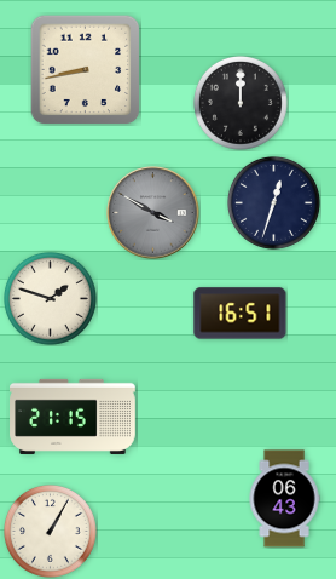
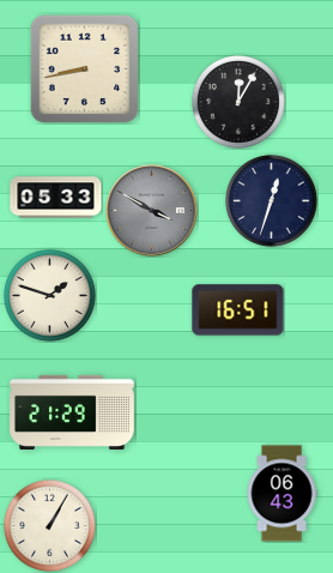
clock at (241, 103): 12:00 -> 12:05
clock at (56, 198): none -> 05:33
clock at (73, 417): 21:15 -> 21:29
